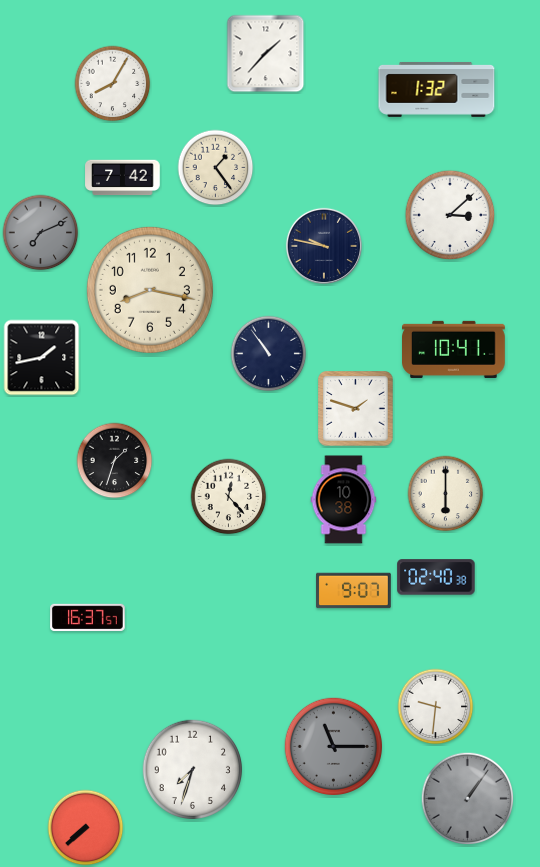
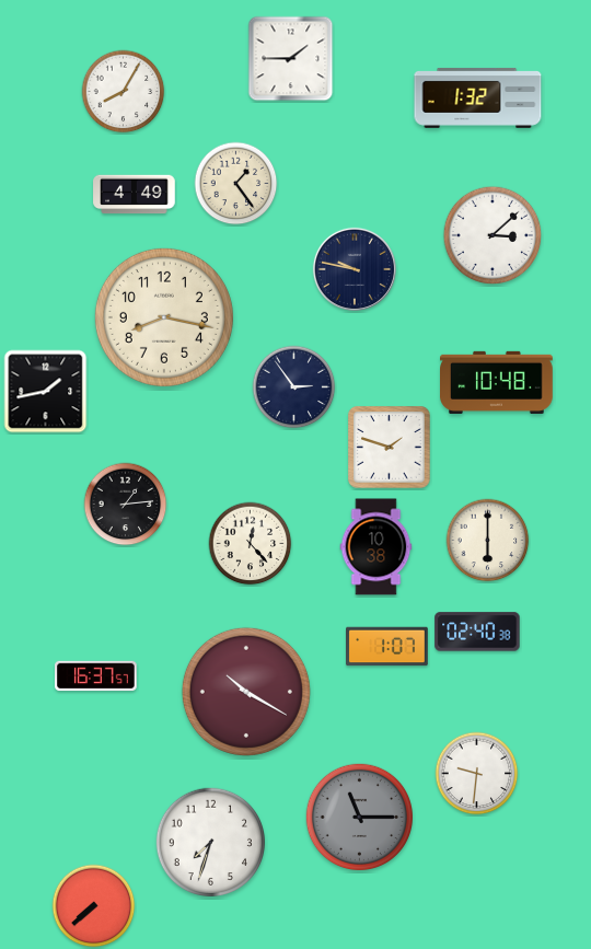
clock at (266, 54): 1:37 -> 1:45
clock at (123, 178): 7:42 -> 4:49
clock at (41, 233): 7:11 -> none
clock at (454, 349): 10:41 -> 10:48
clock at (269, 354): 10:54 -> 2:54
clock at (115, 461): 1:33 -> 1:14
clock at (354, 591): 9:07 -> 1:07
clock at (246, 692): none -> 10:20
clock at (333, 746) position: (333, 746) -> (359, 817)
clock at (468, 799): 1:06 -> none
